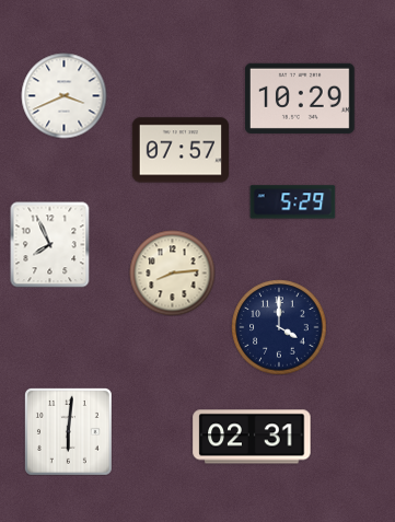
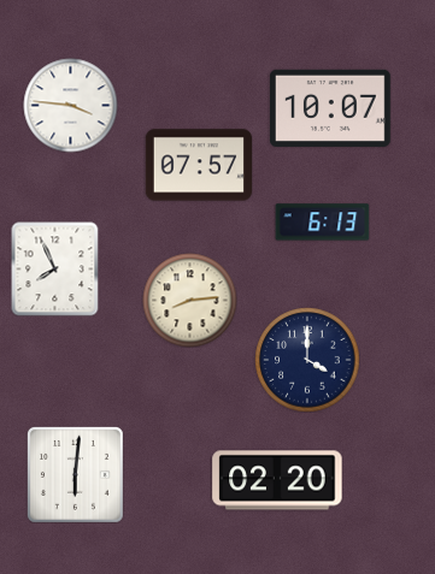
clock at (63, 95): 3:41 -> 3:46
clock at (300, 98): 10:29 -> 10:07
clock at (292, 202): 5:29 -> 6:13
clock at (252, 437): 02:31 -> 02:20
